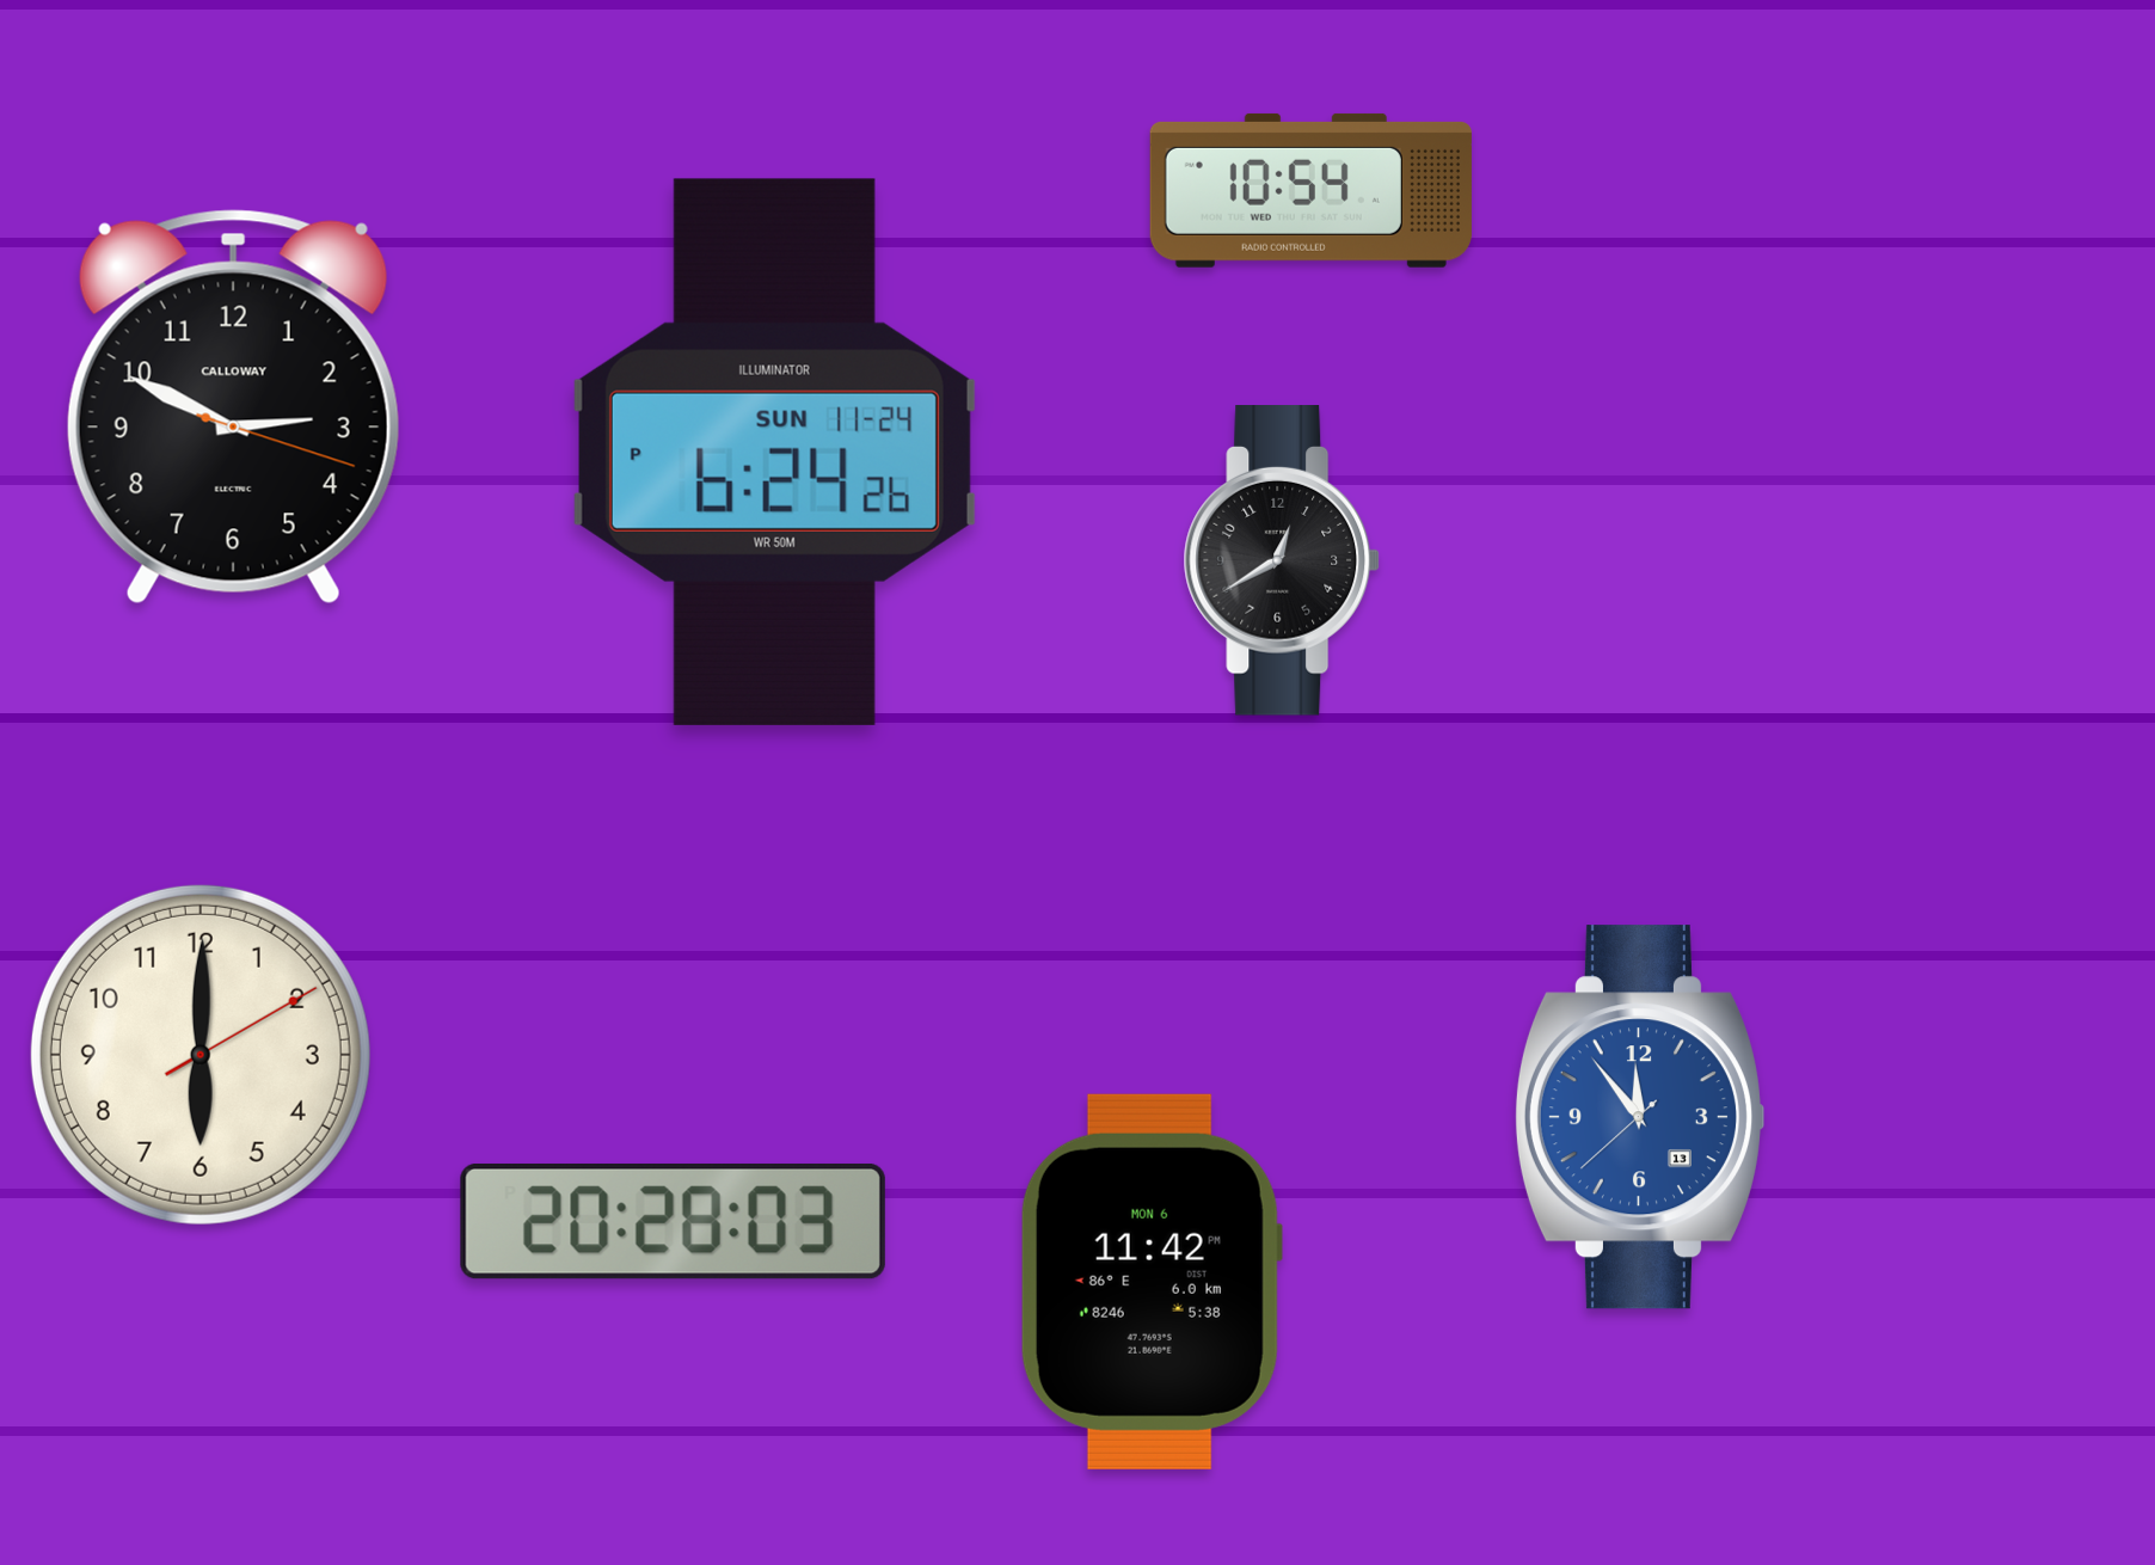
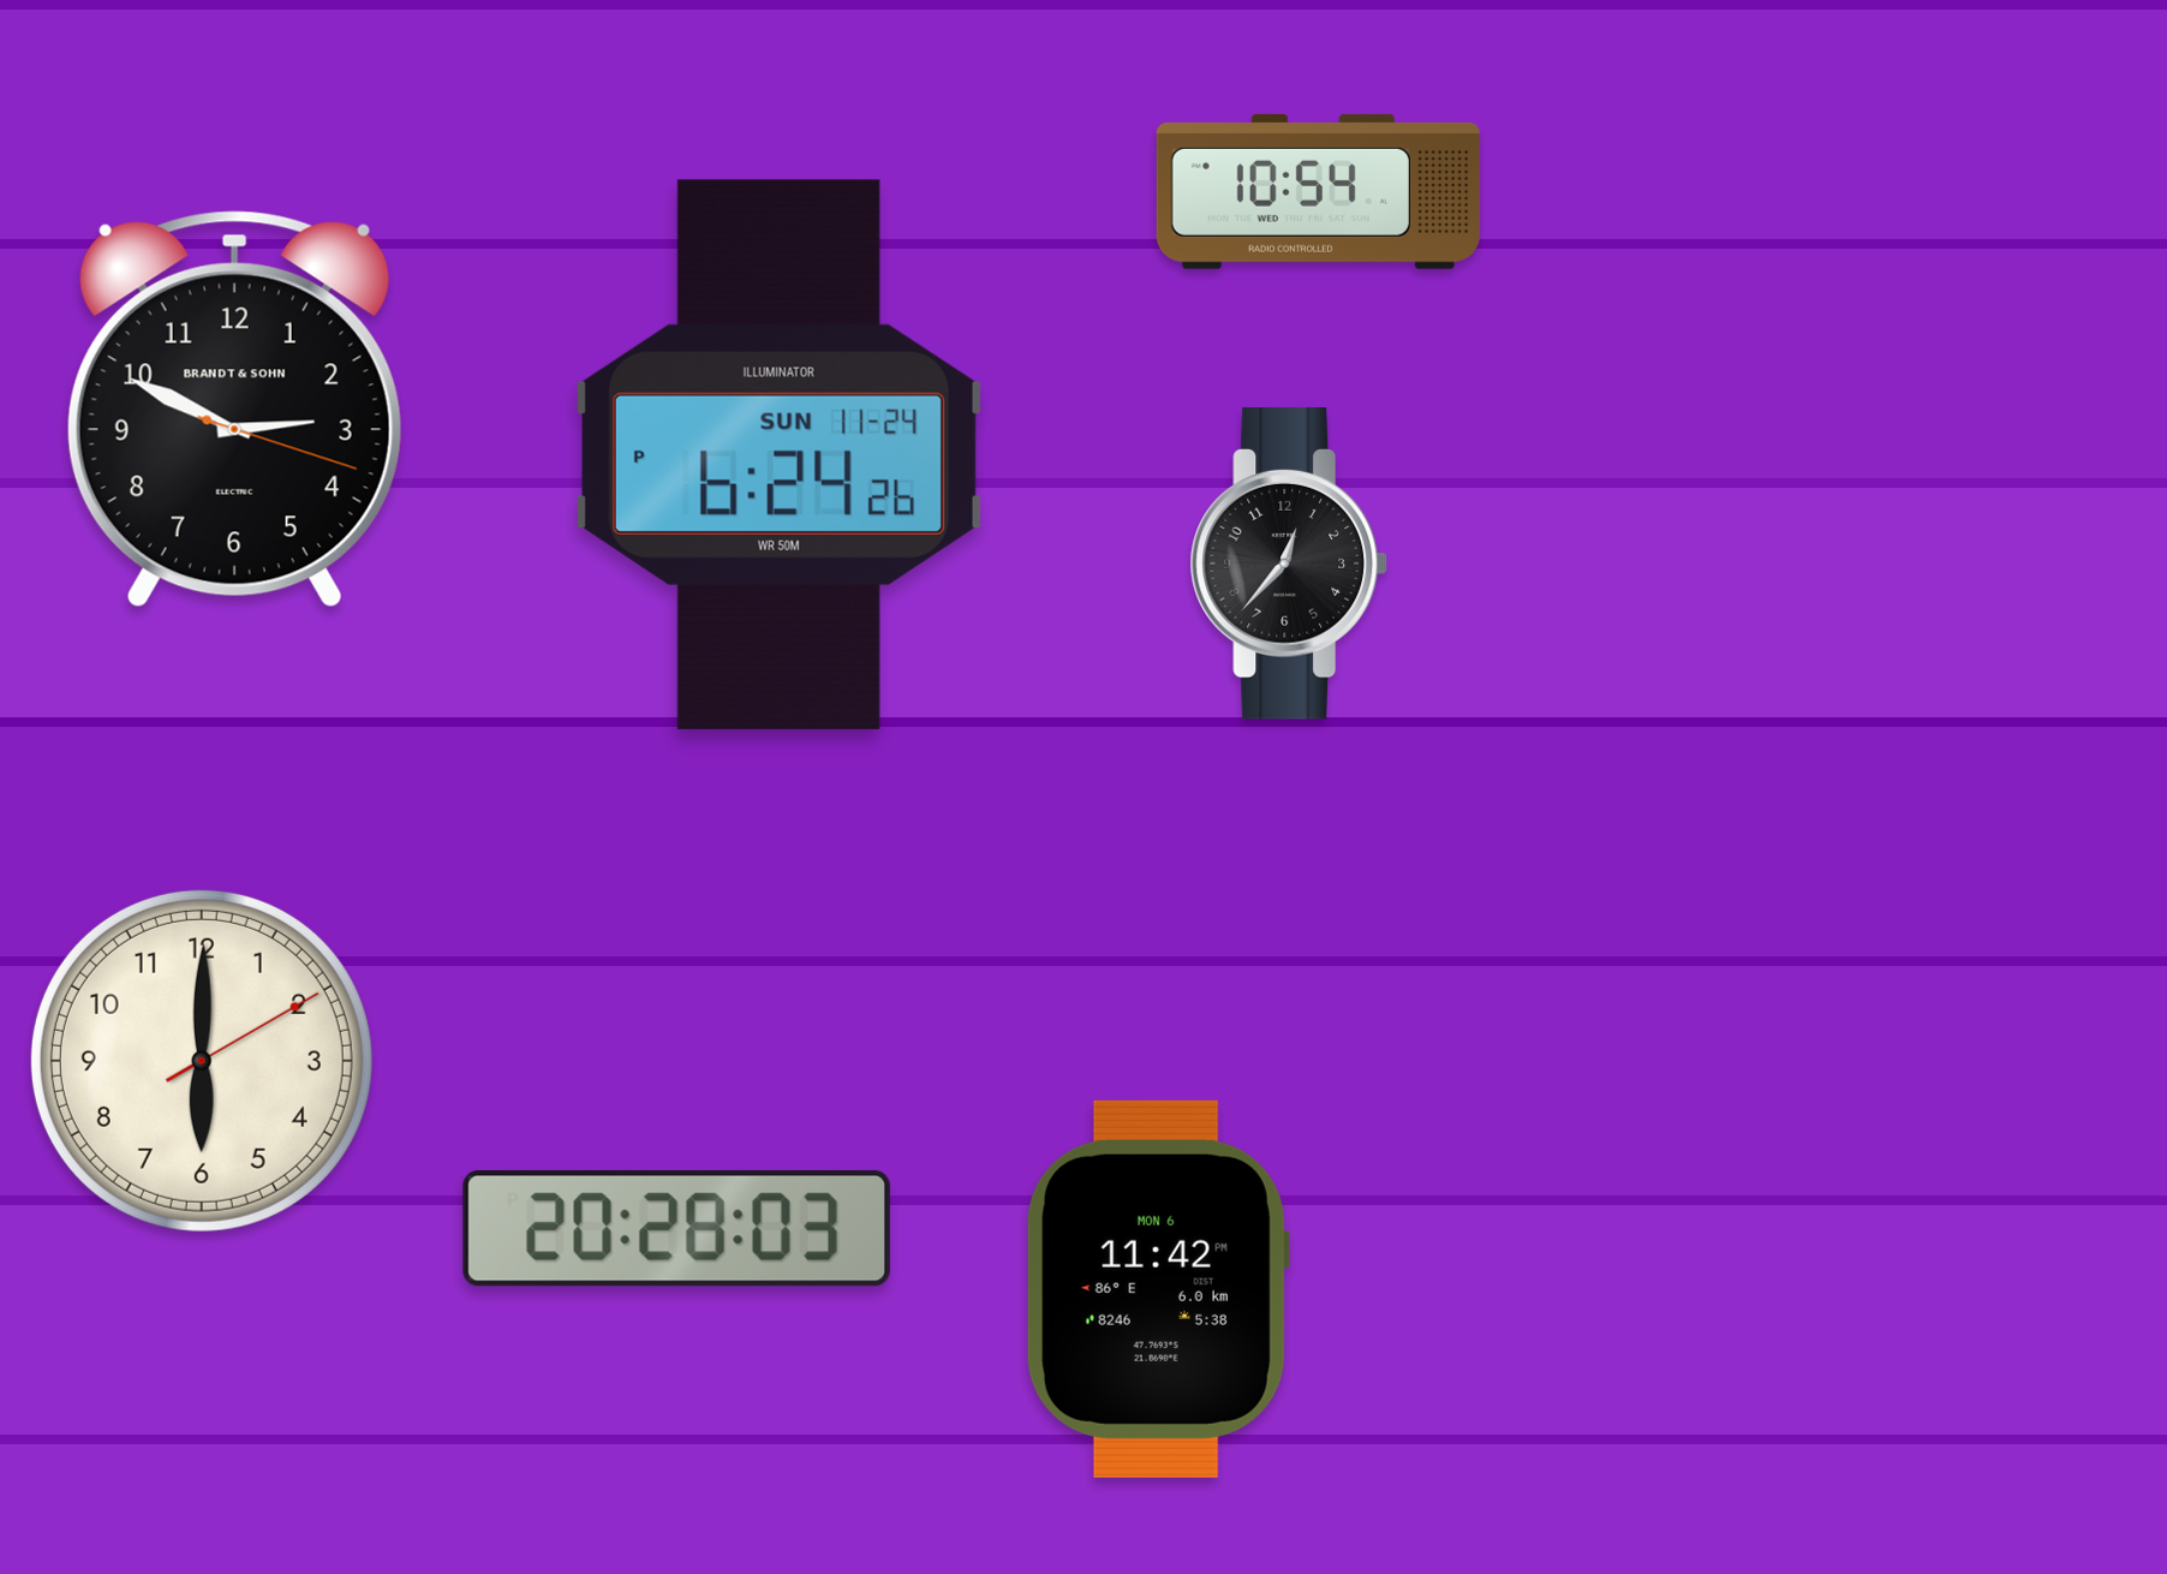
clock at (233, 407) brand: CALLOWAY -> BRANDT & SOHN
clock at (1282, 561): 12:40 -> 12:37
clock at (1639, 1117): 11:53 -> none
